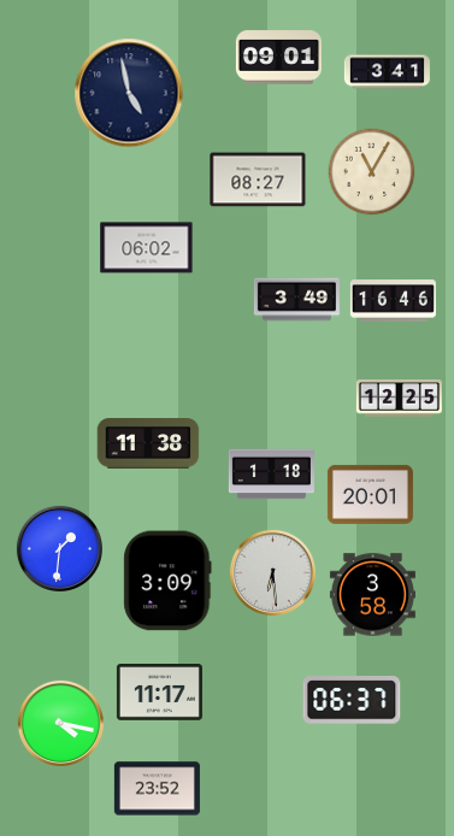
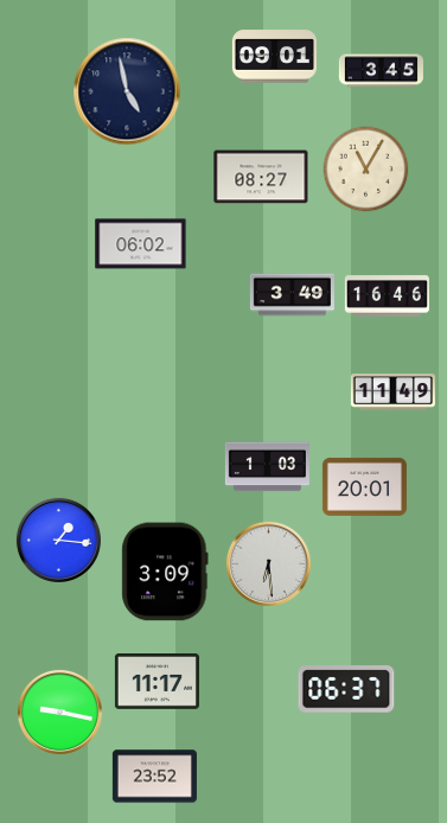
clock at (387, 72): 3:41 -> 3:45
clock at (258, 179) position: (258, 179) -> (261, 177)
clock at (147, 248) position: (147, 248) -> (141, 244)
clock at (399, 399): 12:25 -> 11:49
clock at (148, 443): 11:38 -> none
clock at (271, 475): 1:18 -> 1:03
clock at (59, 548): 1:31 -> 1:16
clock at (372, 595): 3:58 -> none
clock at (60, 723): 4:17 -> 9:17
